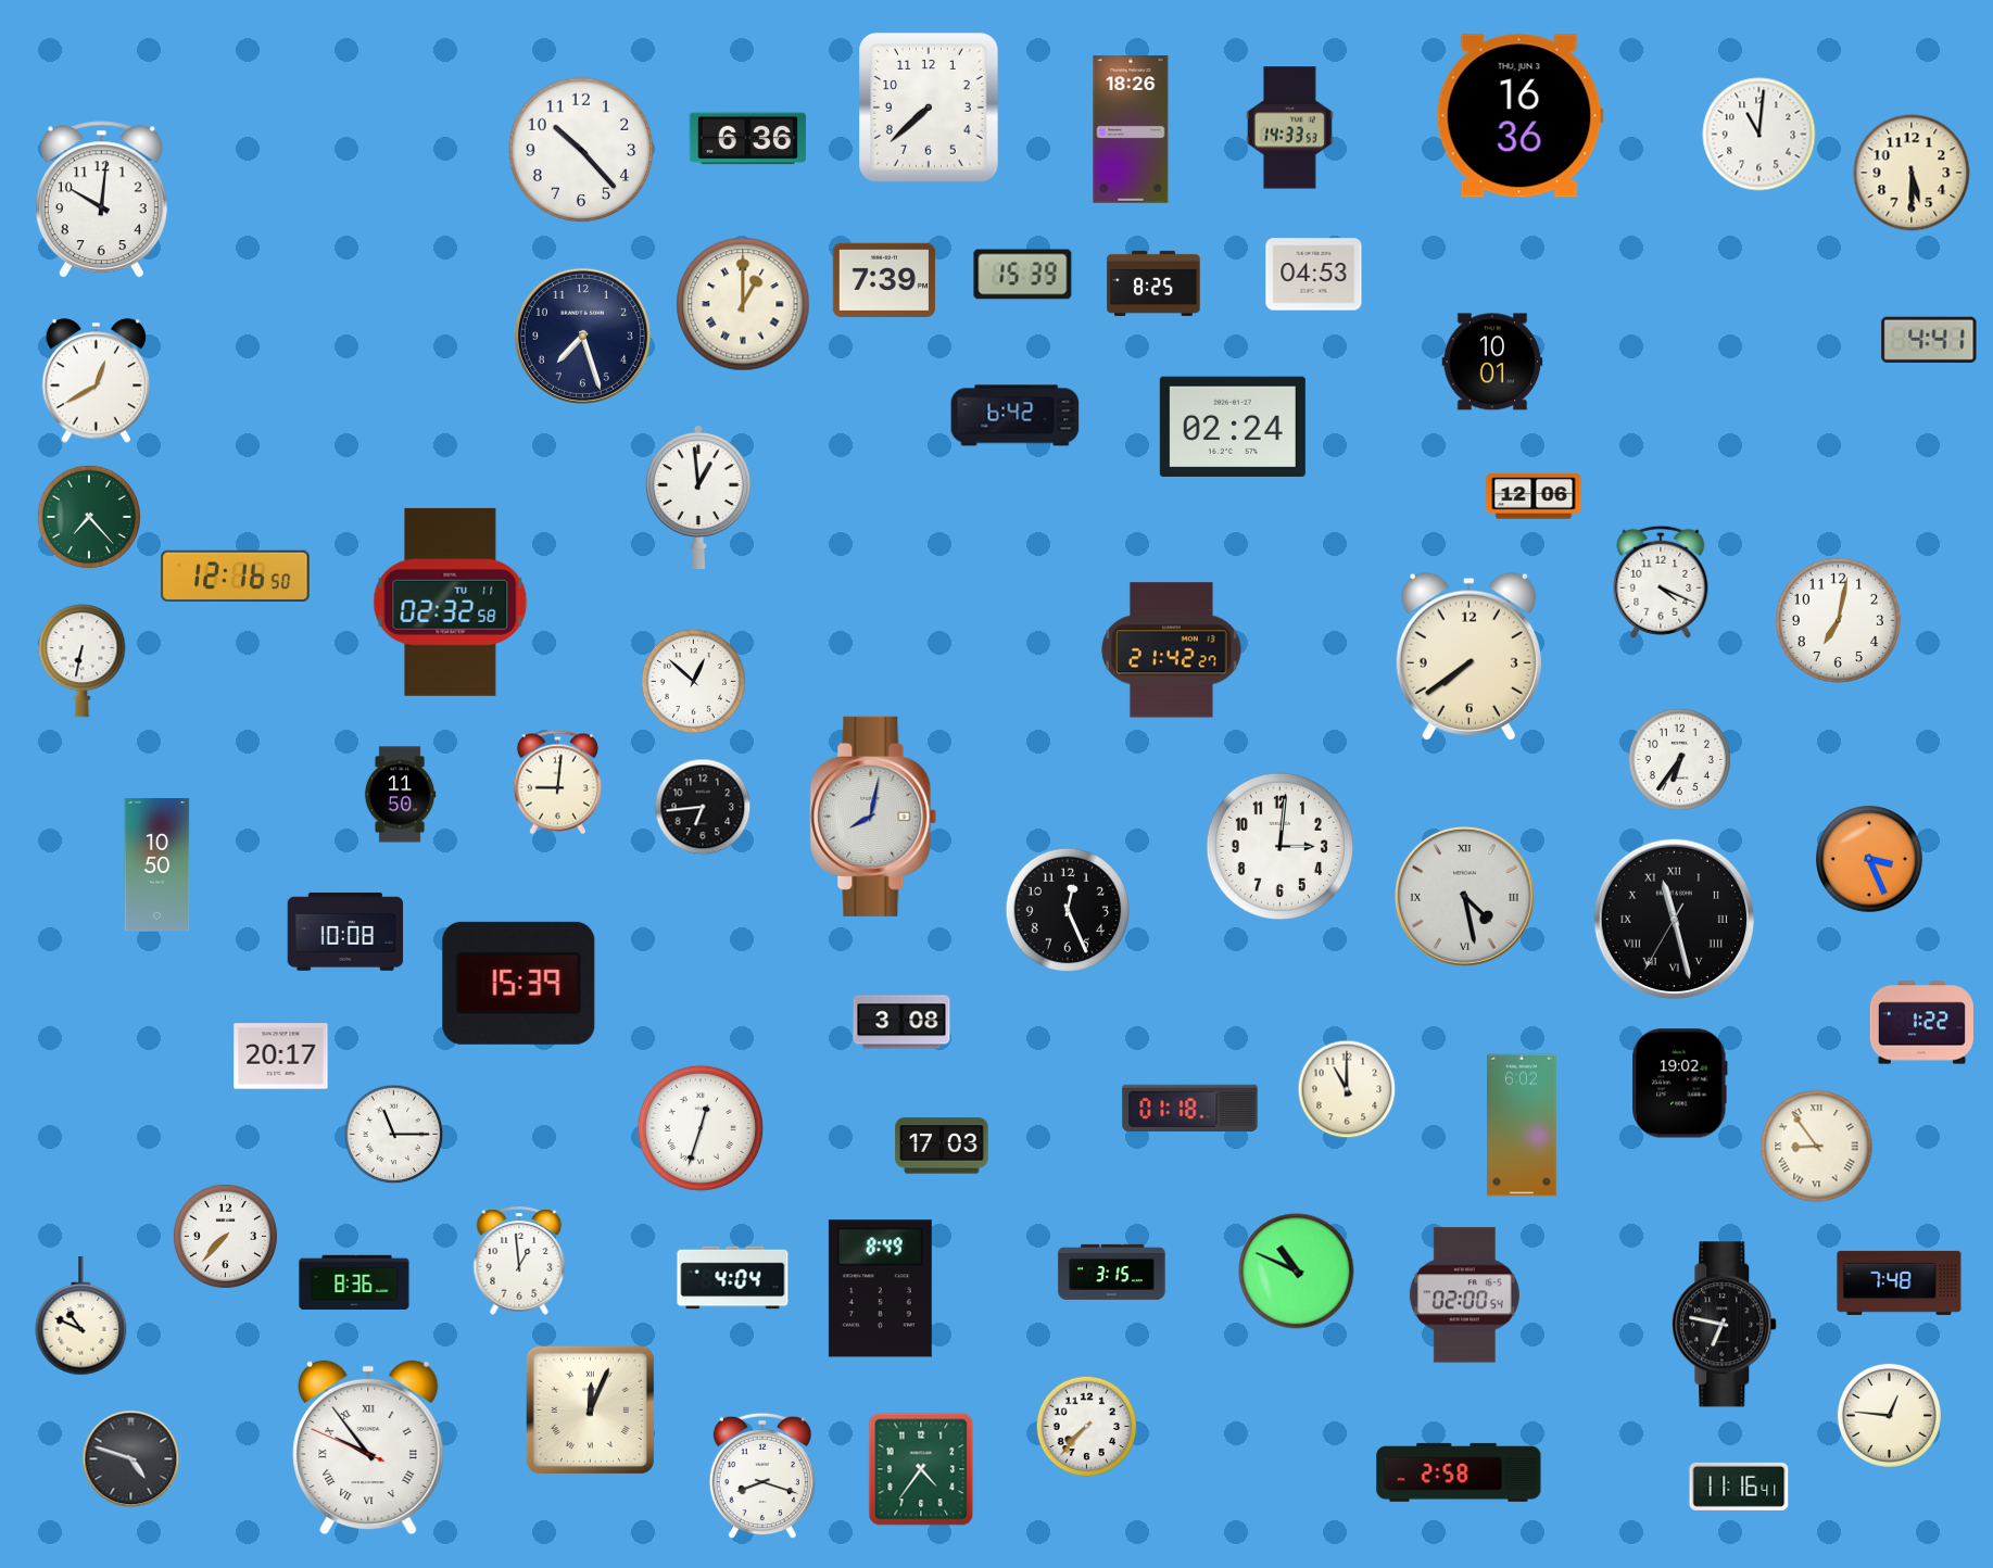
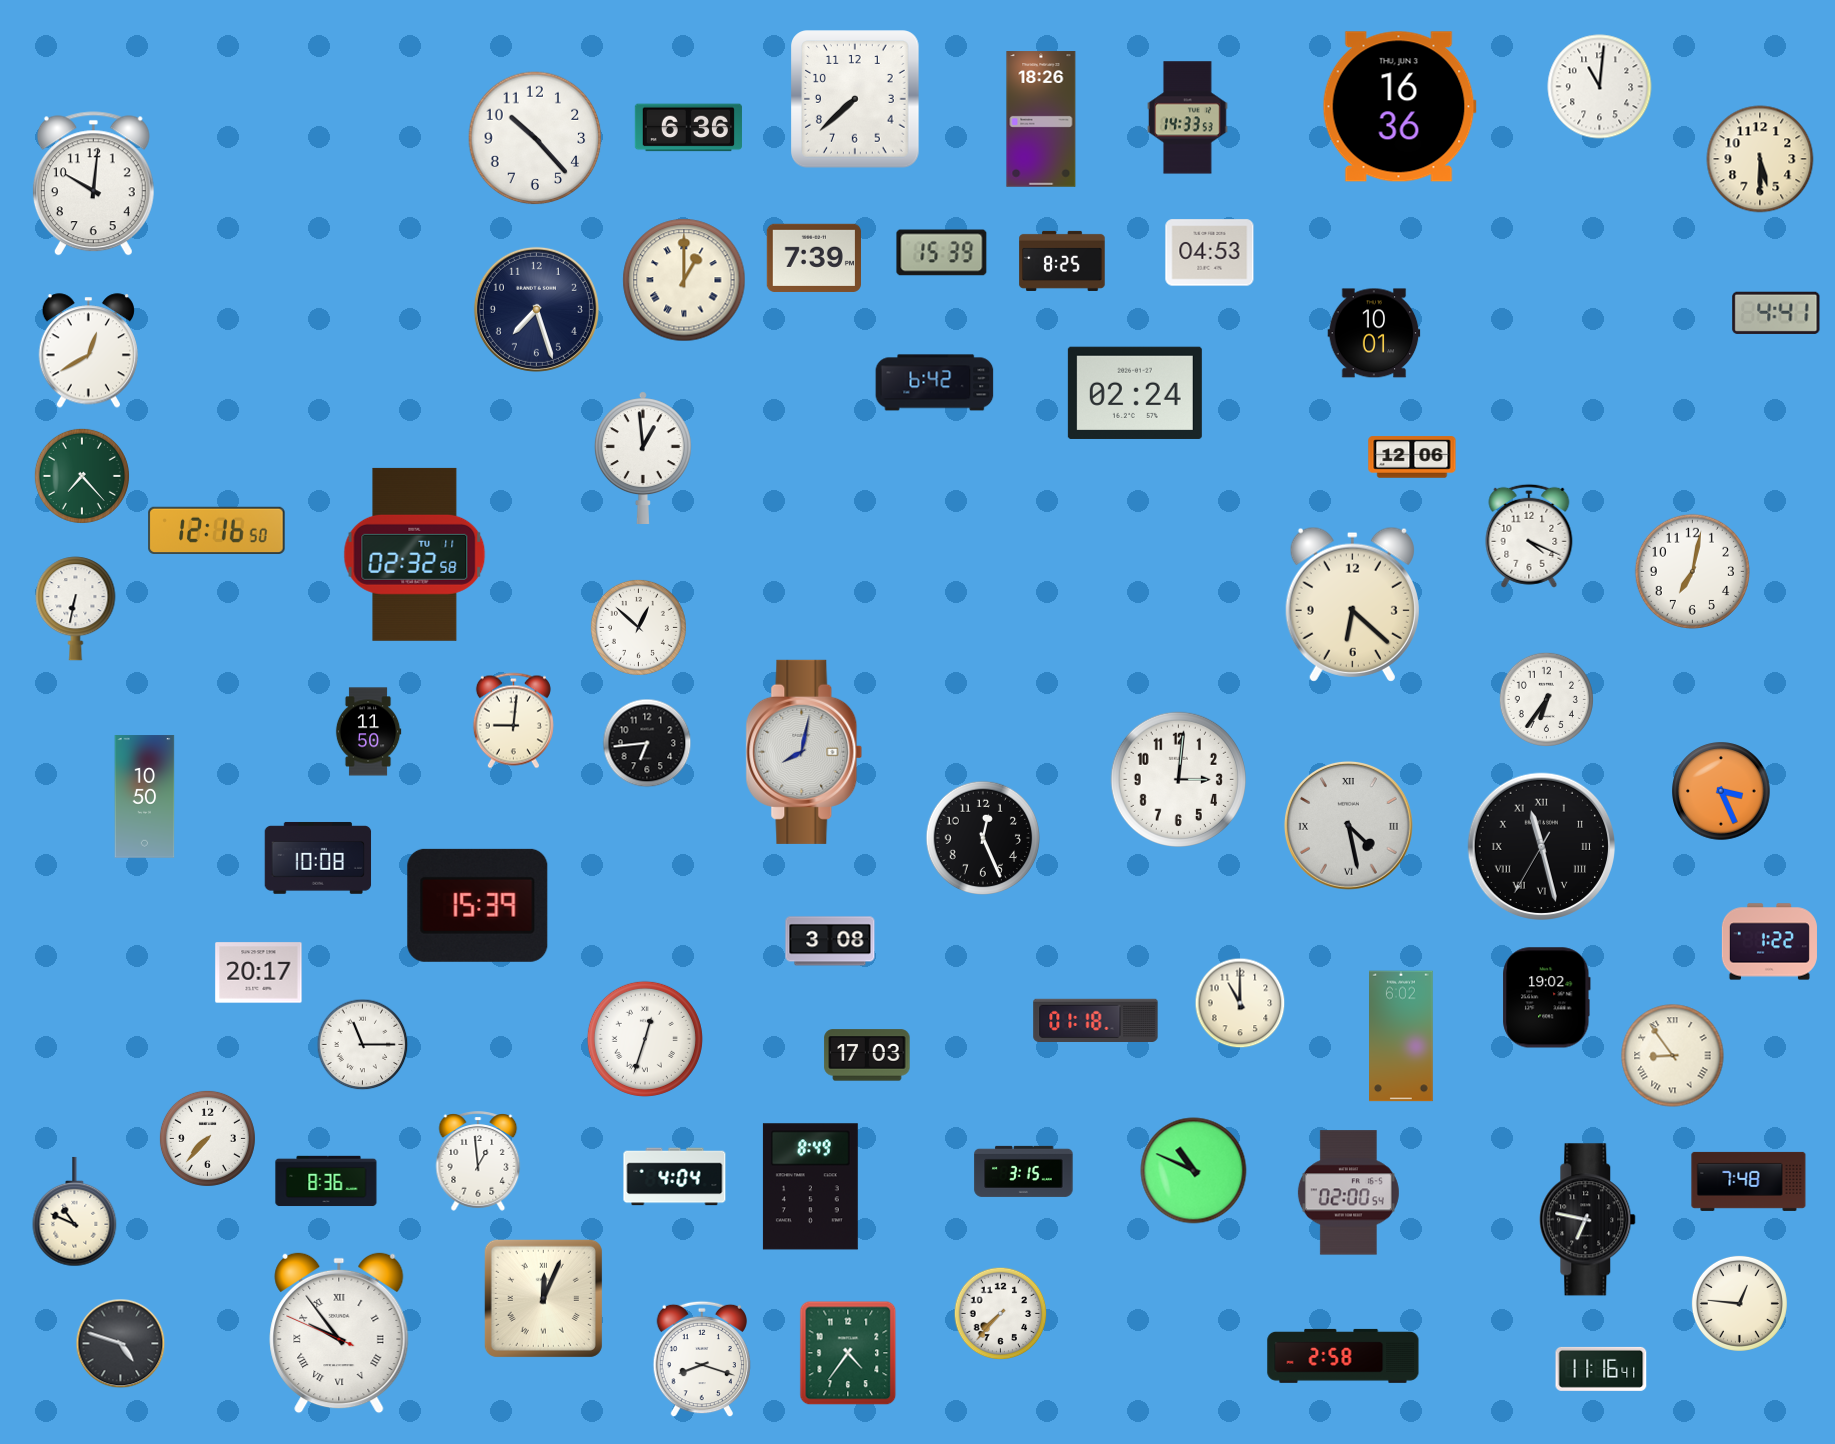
clock at (1759, 135) position: (1759, 135) -> (1600, 87)
clock at (1172, 650): 21:42 -> none
clock at (1468, 656): 7:39 -> 6:22
